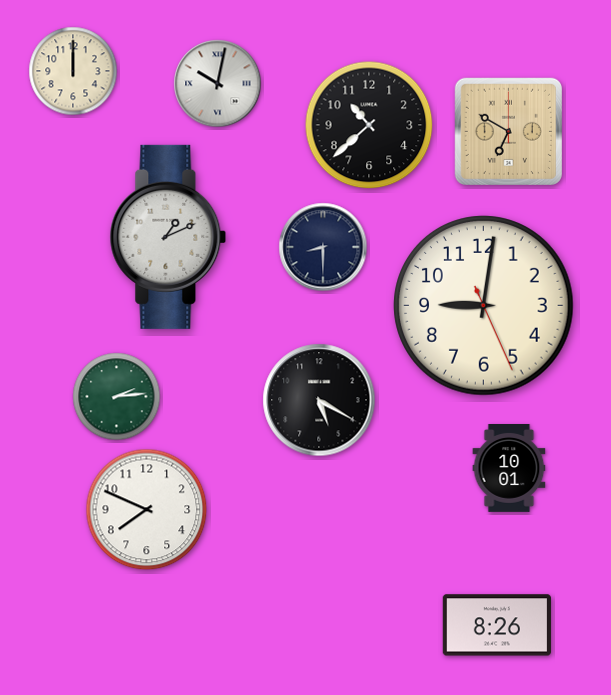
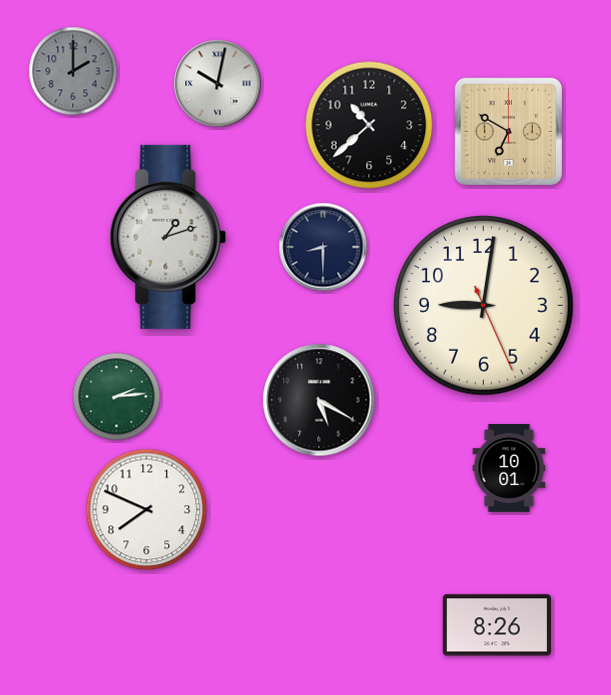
clock at (73, 71): 12:00 -> 2:00
clock at (73, 71) dial: cream -> grey
clock at (168, 237): 1:11 -> 1:12
